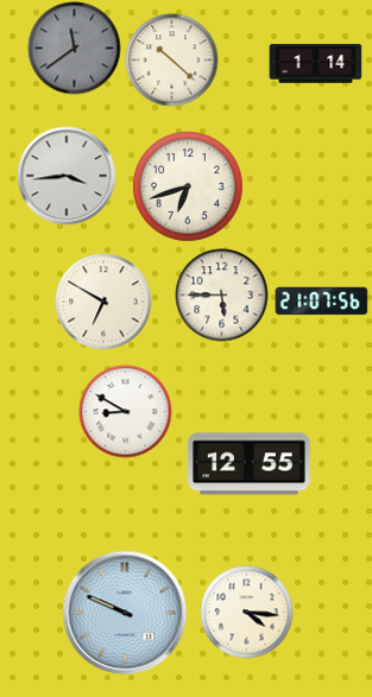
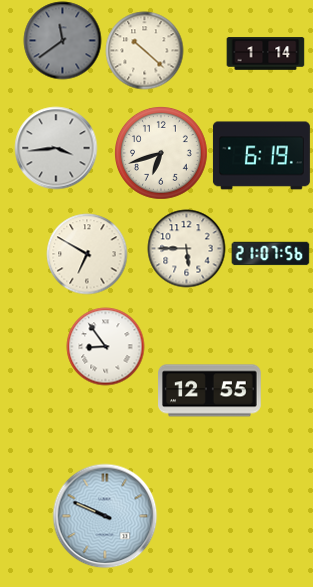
clock at (261, 156): none -> 6:19
clock at (188, 186) position: (188, 186) -> (161, 153)
clock at (125, 411): 8:50 -> 8:54
clock at (246, 612): 4:16 -> none
